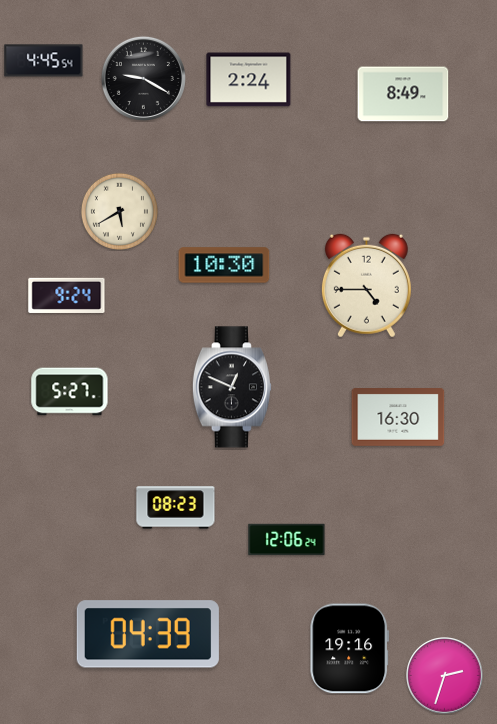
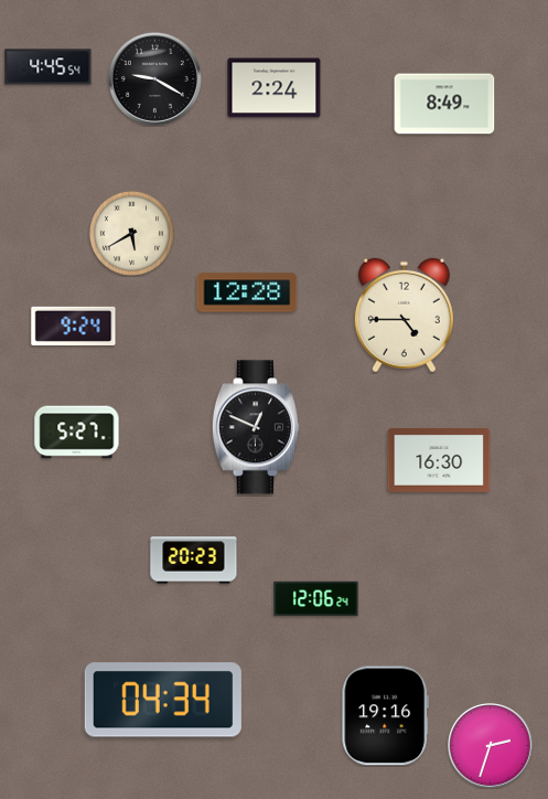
clock at (143, 78) position: (143, 78) -> (154, 78)
clock at (224, 265): 10:30 -> 12:28
clock at (176, 508): 08:23 -> 20:23
clock at (287, 540) position: (287, 540) -> (316, 599)
clock at (148, 634): 04:39 -> 04:34
